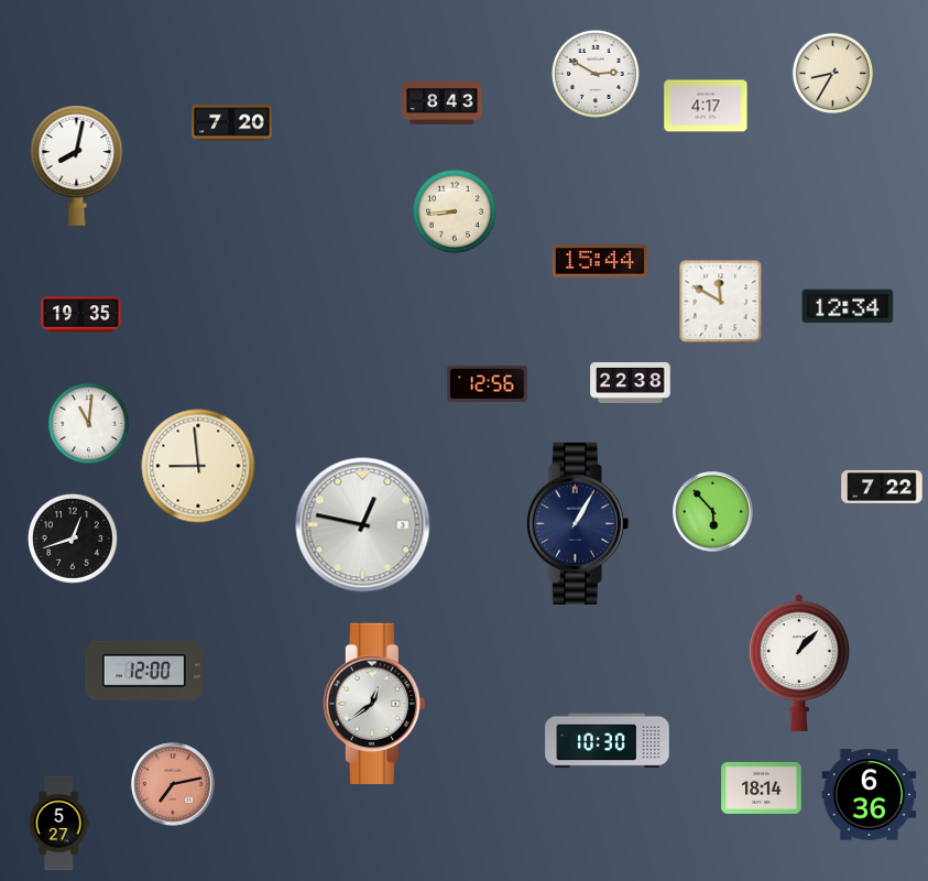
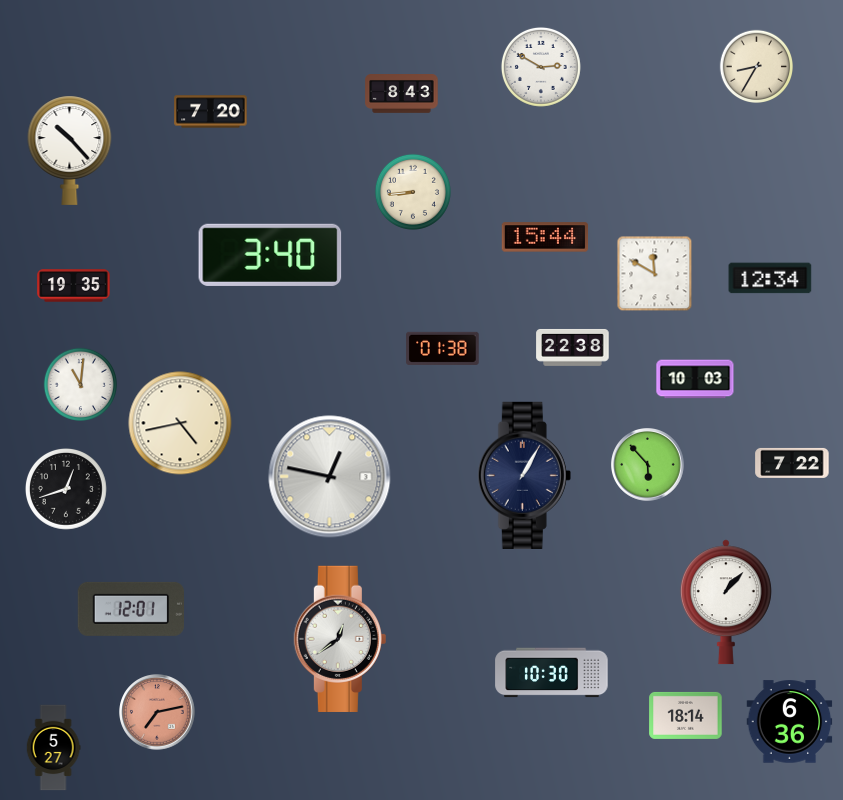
clock at (706, 106): 4:17 -> none
clock at (77, 165): 8:02 -> 10:23
clock at (270, 255): none -> 3:40
clock at (488, 383): 12:56 -> 01:38
clock at (695, 379): none -> 10:03
clock at (198, 466): 8:59 -> 4:43
clock at (882, 487) position: (882, 487) -> (792, 463)
clock at (143, 671): 12:00 -> 12:01
clock at (762, 787) position: (762, 787) -> (686, 715)
